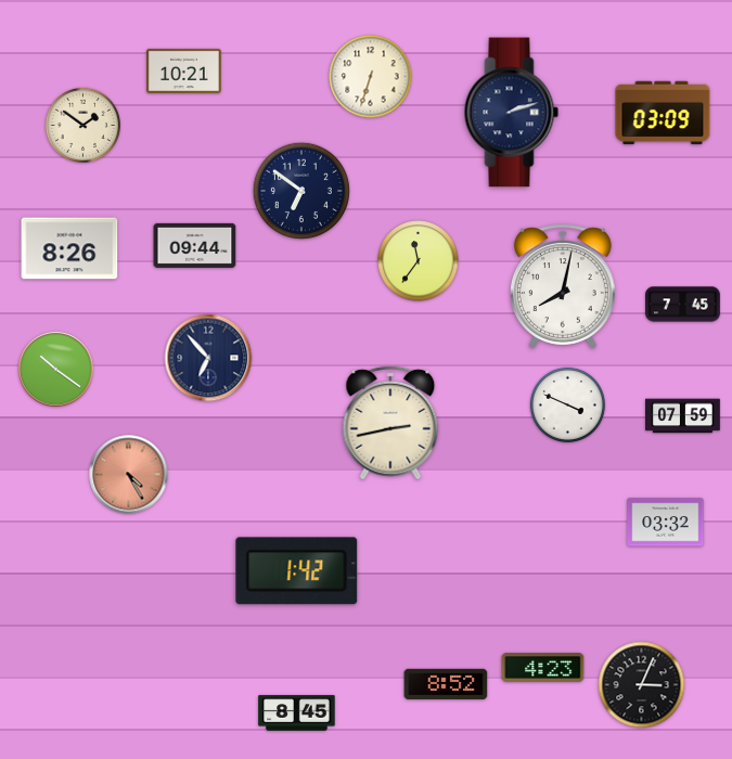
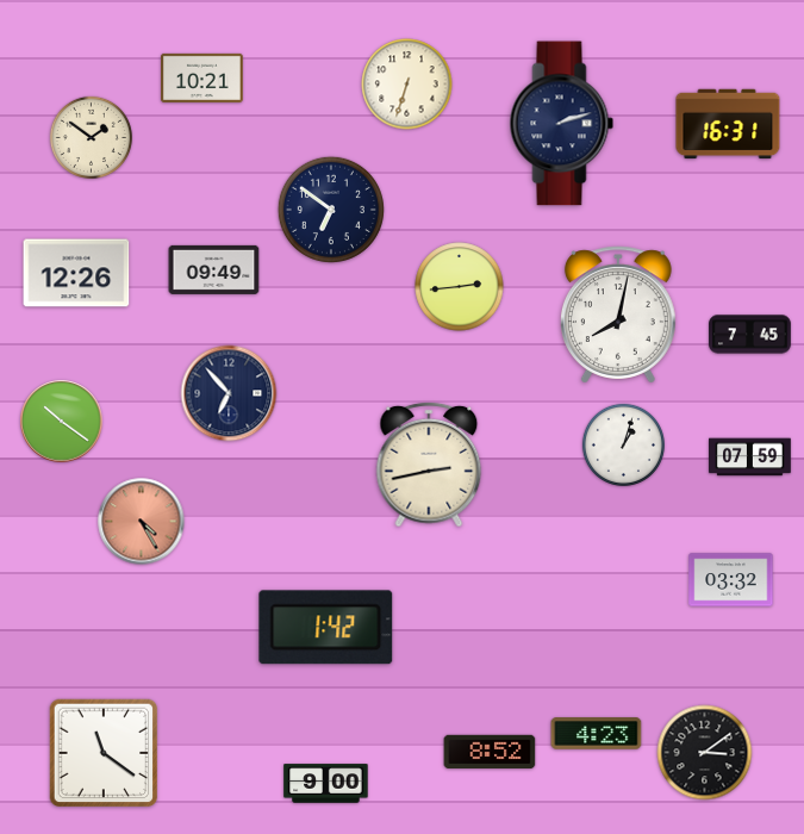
clock at (663, 113): 03:09 -> 16:31
clock at (195, 245): 09:44 -> 09:49
clock at (69, 248): 8:26 -> 12:26
clock at (419, 261): 11:36 -> 2:44
clock at (56, 370) position: (56, 370) -> (62, 422)
clock at (567, 404): 3:49 -> 1:03
clock at (666, 523) position: (666, 523) -> (731, 580)
clock at (104, 753): none -> 11:21
clock at (642, 685): 3:04 -> 3:09
clock at (297, 713): 8:45 -> 9:00
